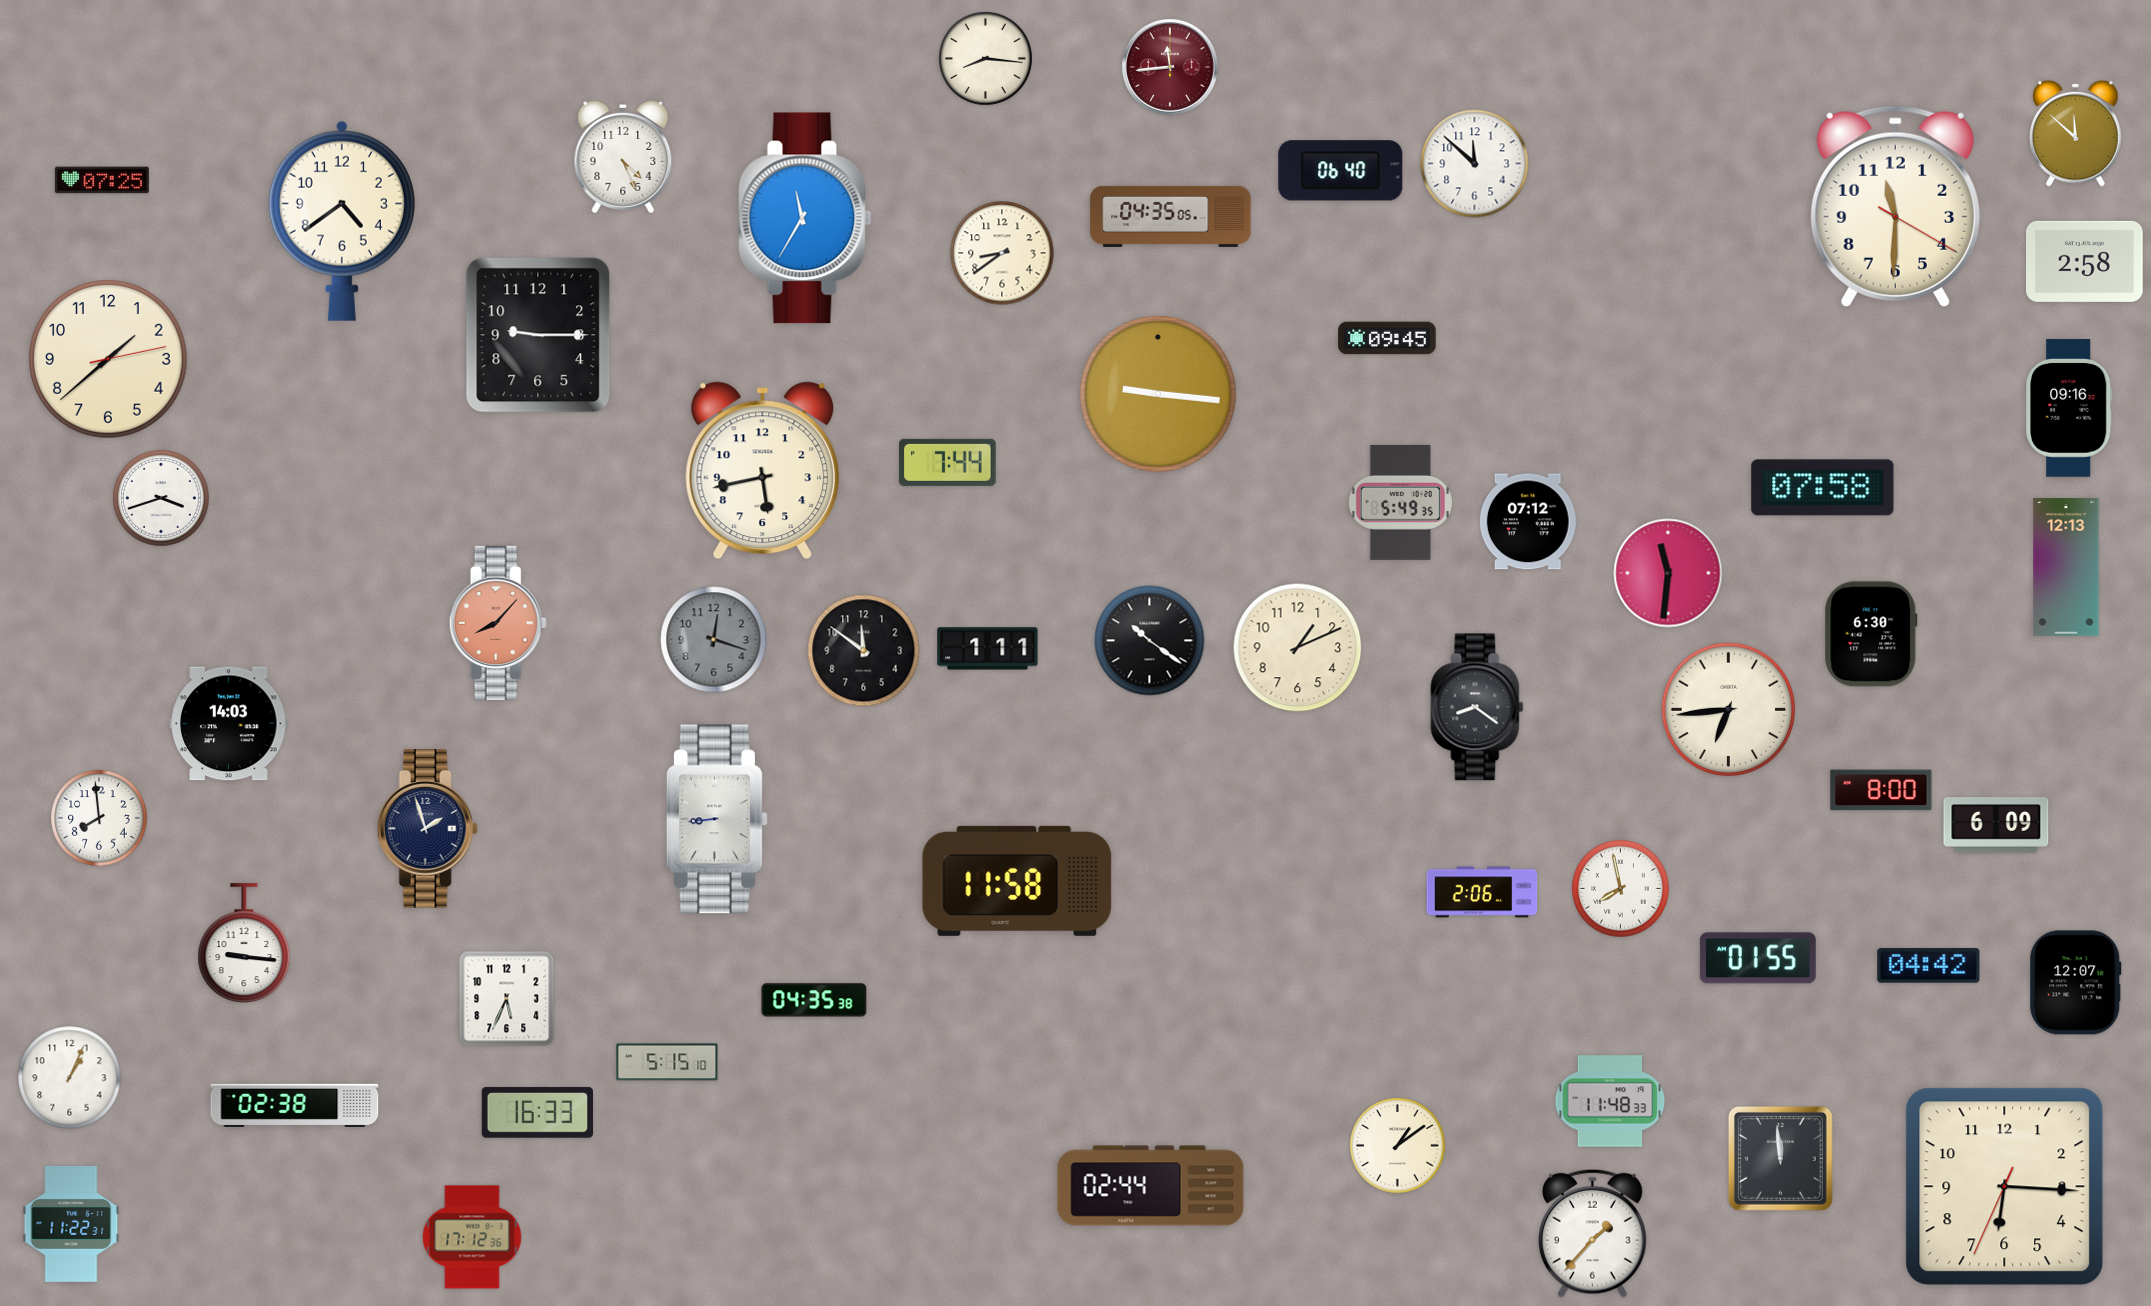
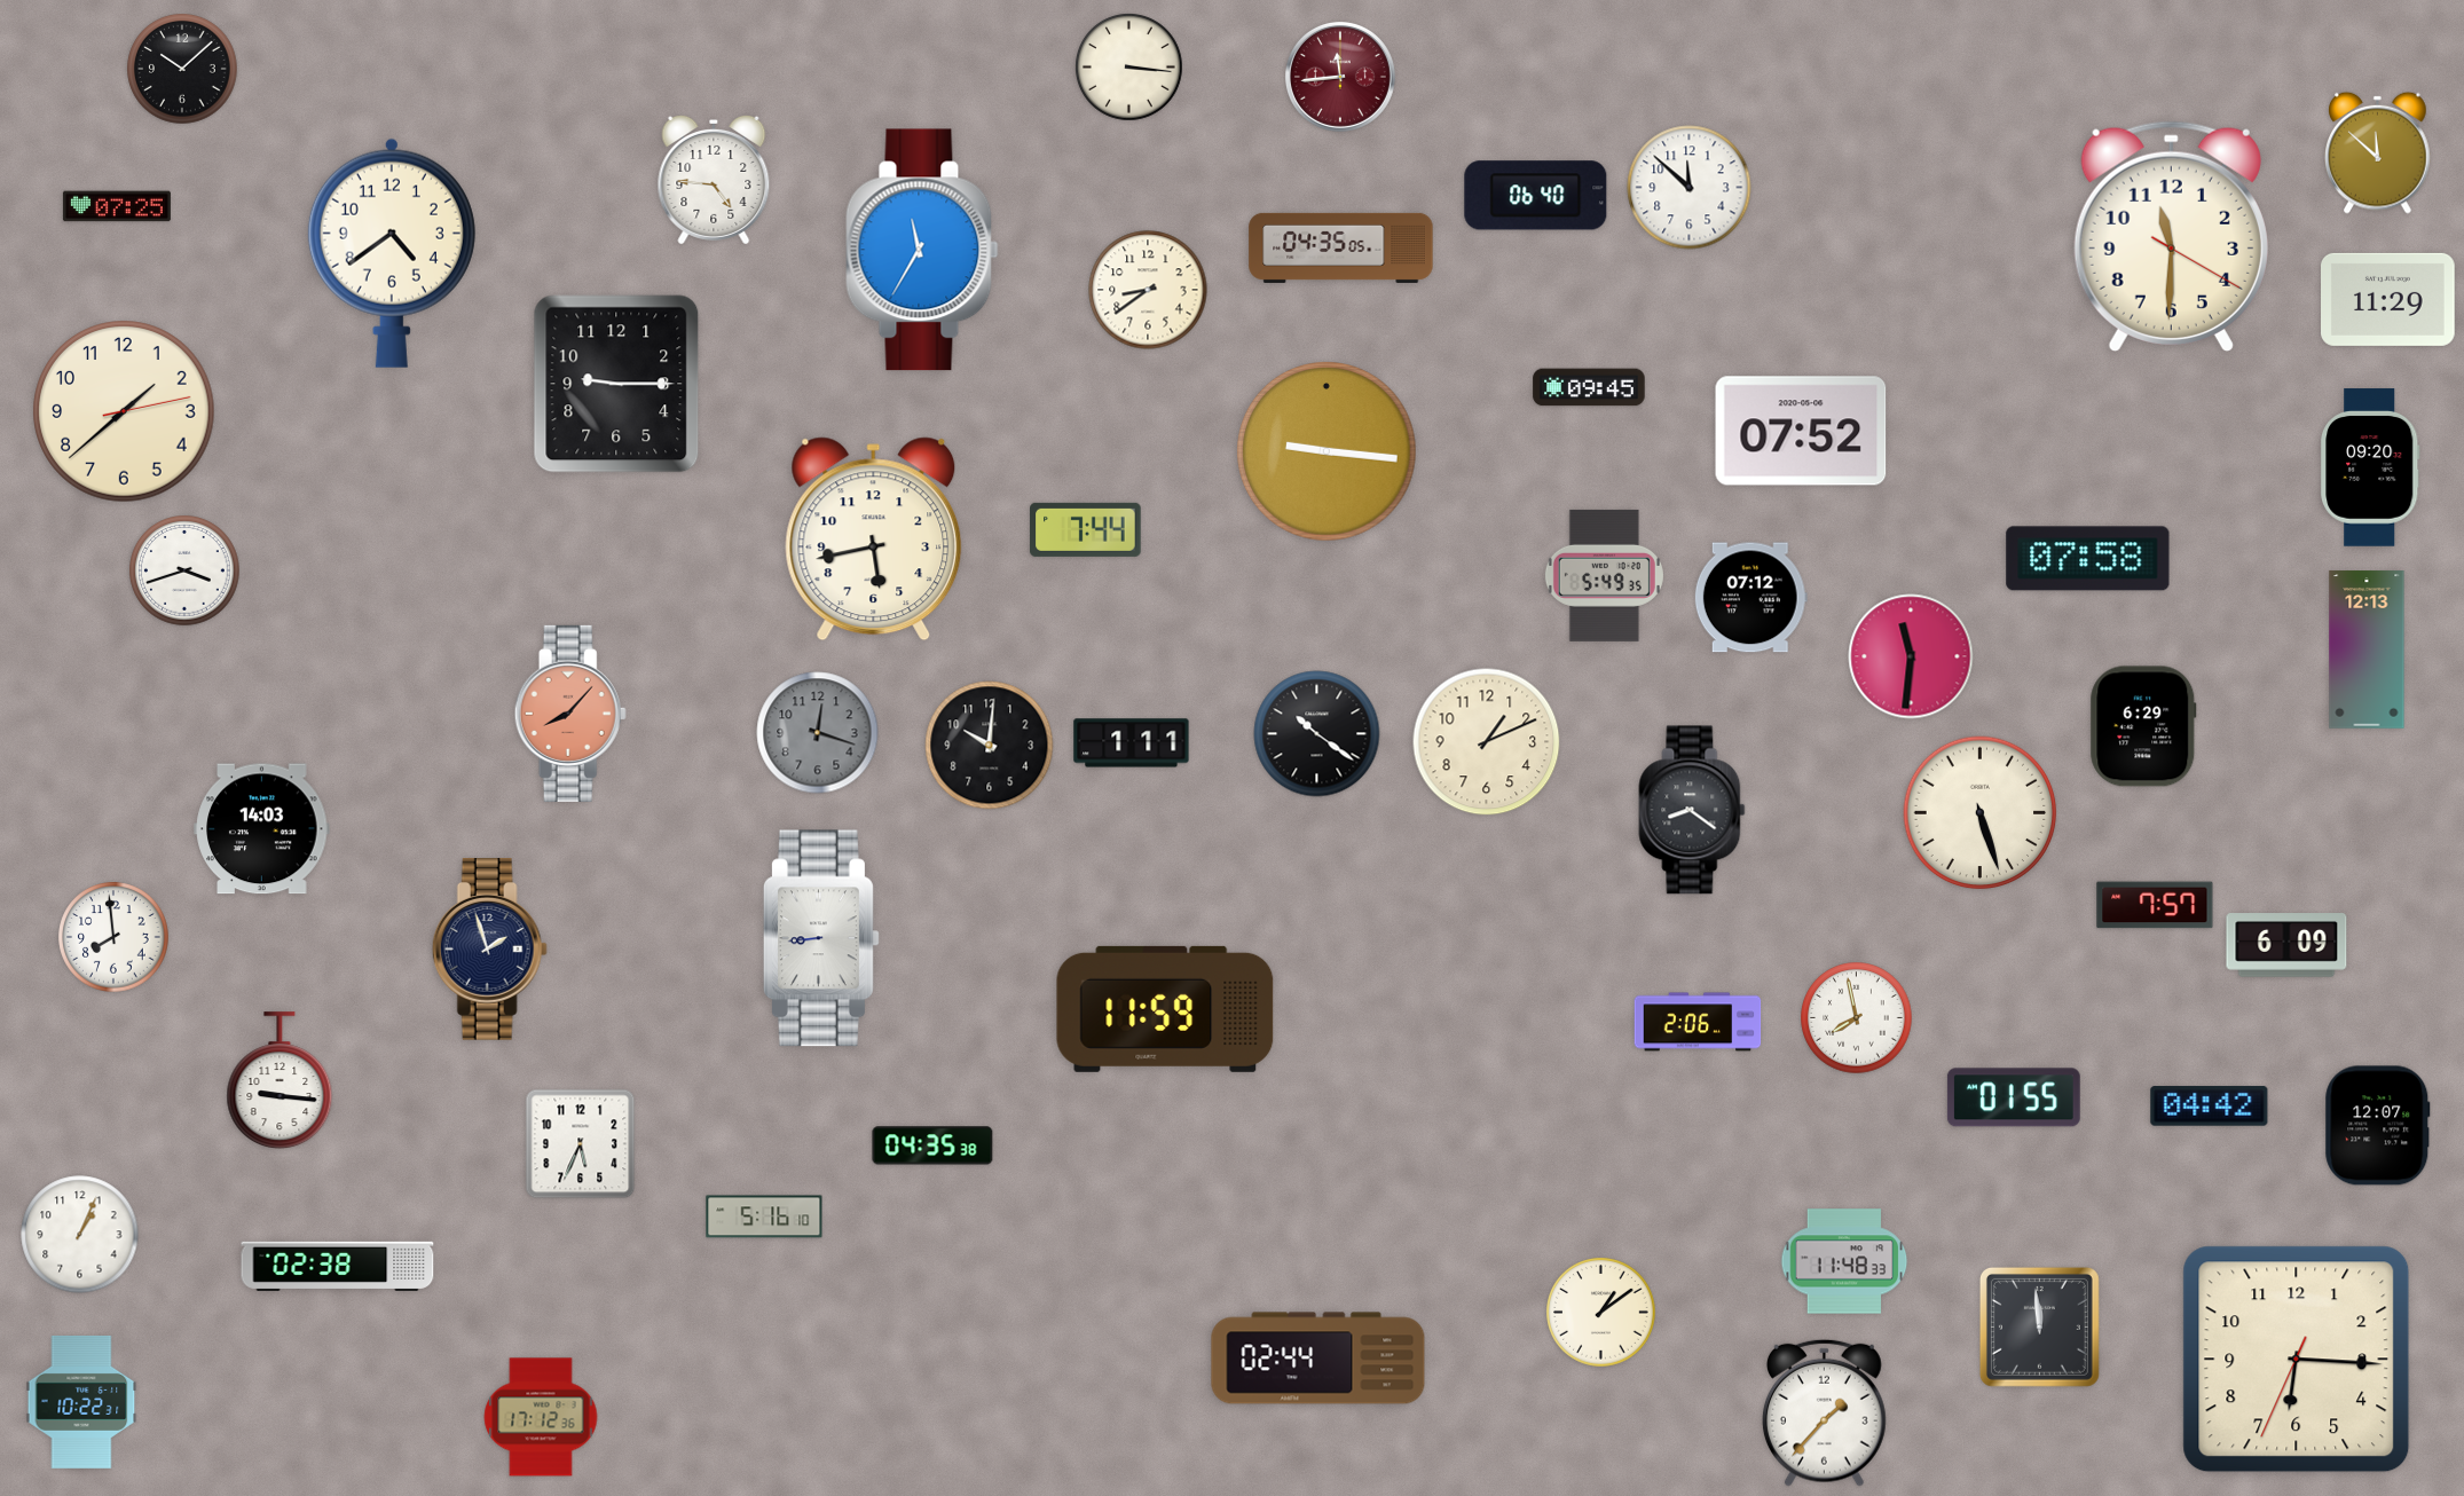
clock at (986, 59): 8:16 -> 3:16
clock at (182, 69): none -> 10:08
clock at (623, 157): 4:26 -> 4:46
clock at (2085, 261): 2:58 -> 11:29
clock at (1801, 431): none -> 07:52
clock at (2070, 408): 09:16 -> 09:20
clock at (1871, 634): 6:30 -> 6:29
clock at (864, 651): 11:51 -> 10:01
clock at (1729, 710): 6:44 -> 5:27
clock at (1881, 790): 8:00 -> 7:57
clock at (1017, 881): 11:58 -> 11:59
clock at (667, 1062): 5:15 -> 5:16
clock at (537, 1113): 16:33 -> none
clock at (71, 1224): 11:22 -> 10:22
